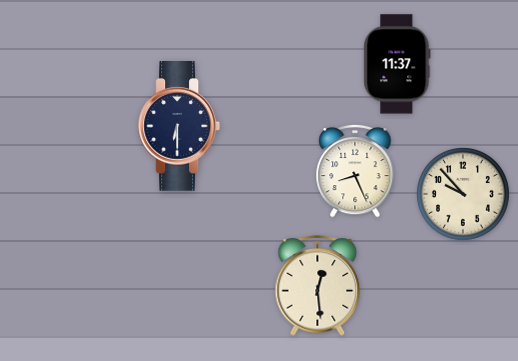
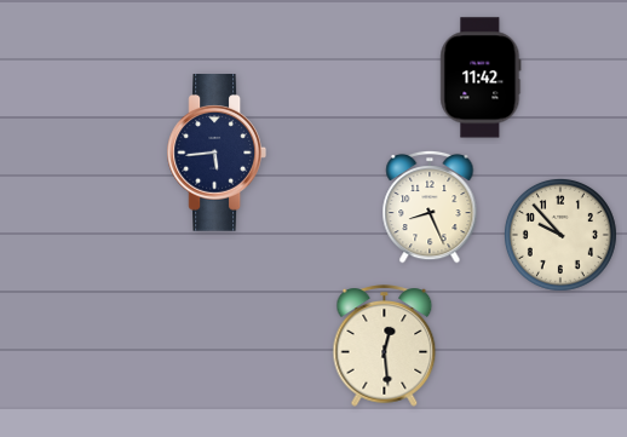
clock at (397, 64): 11:37 -> 11:42
clock at (178, 126): 6:30 -> 5:44
